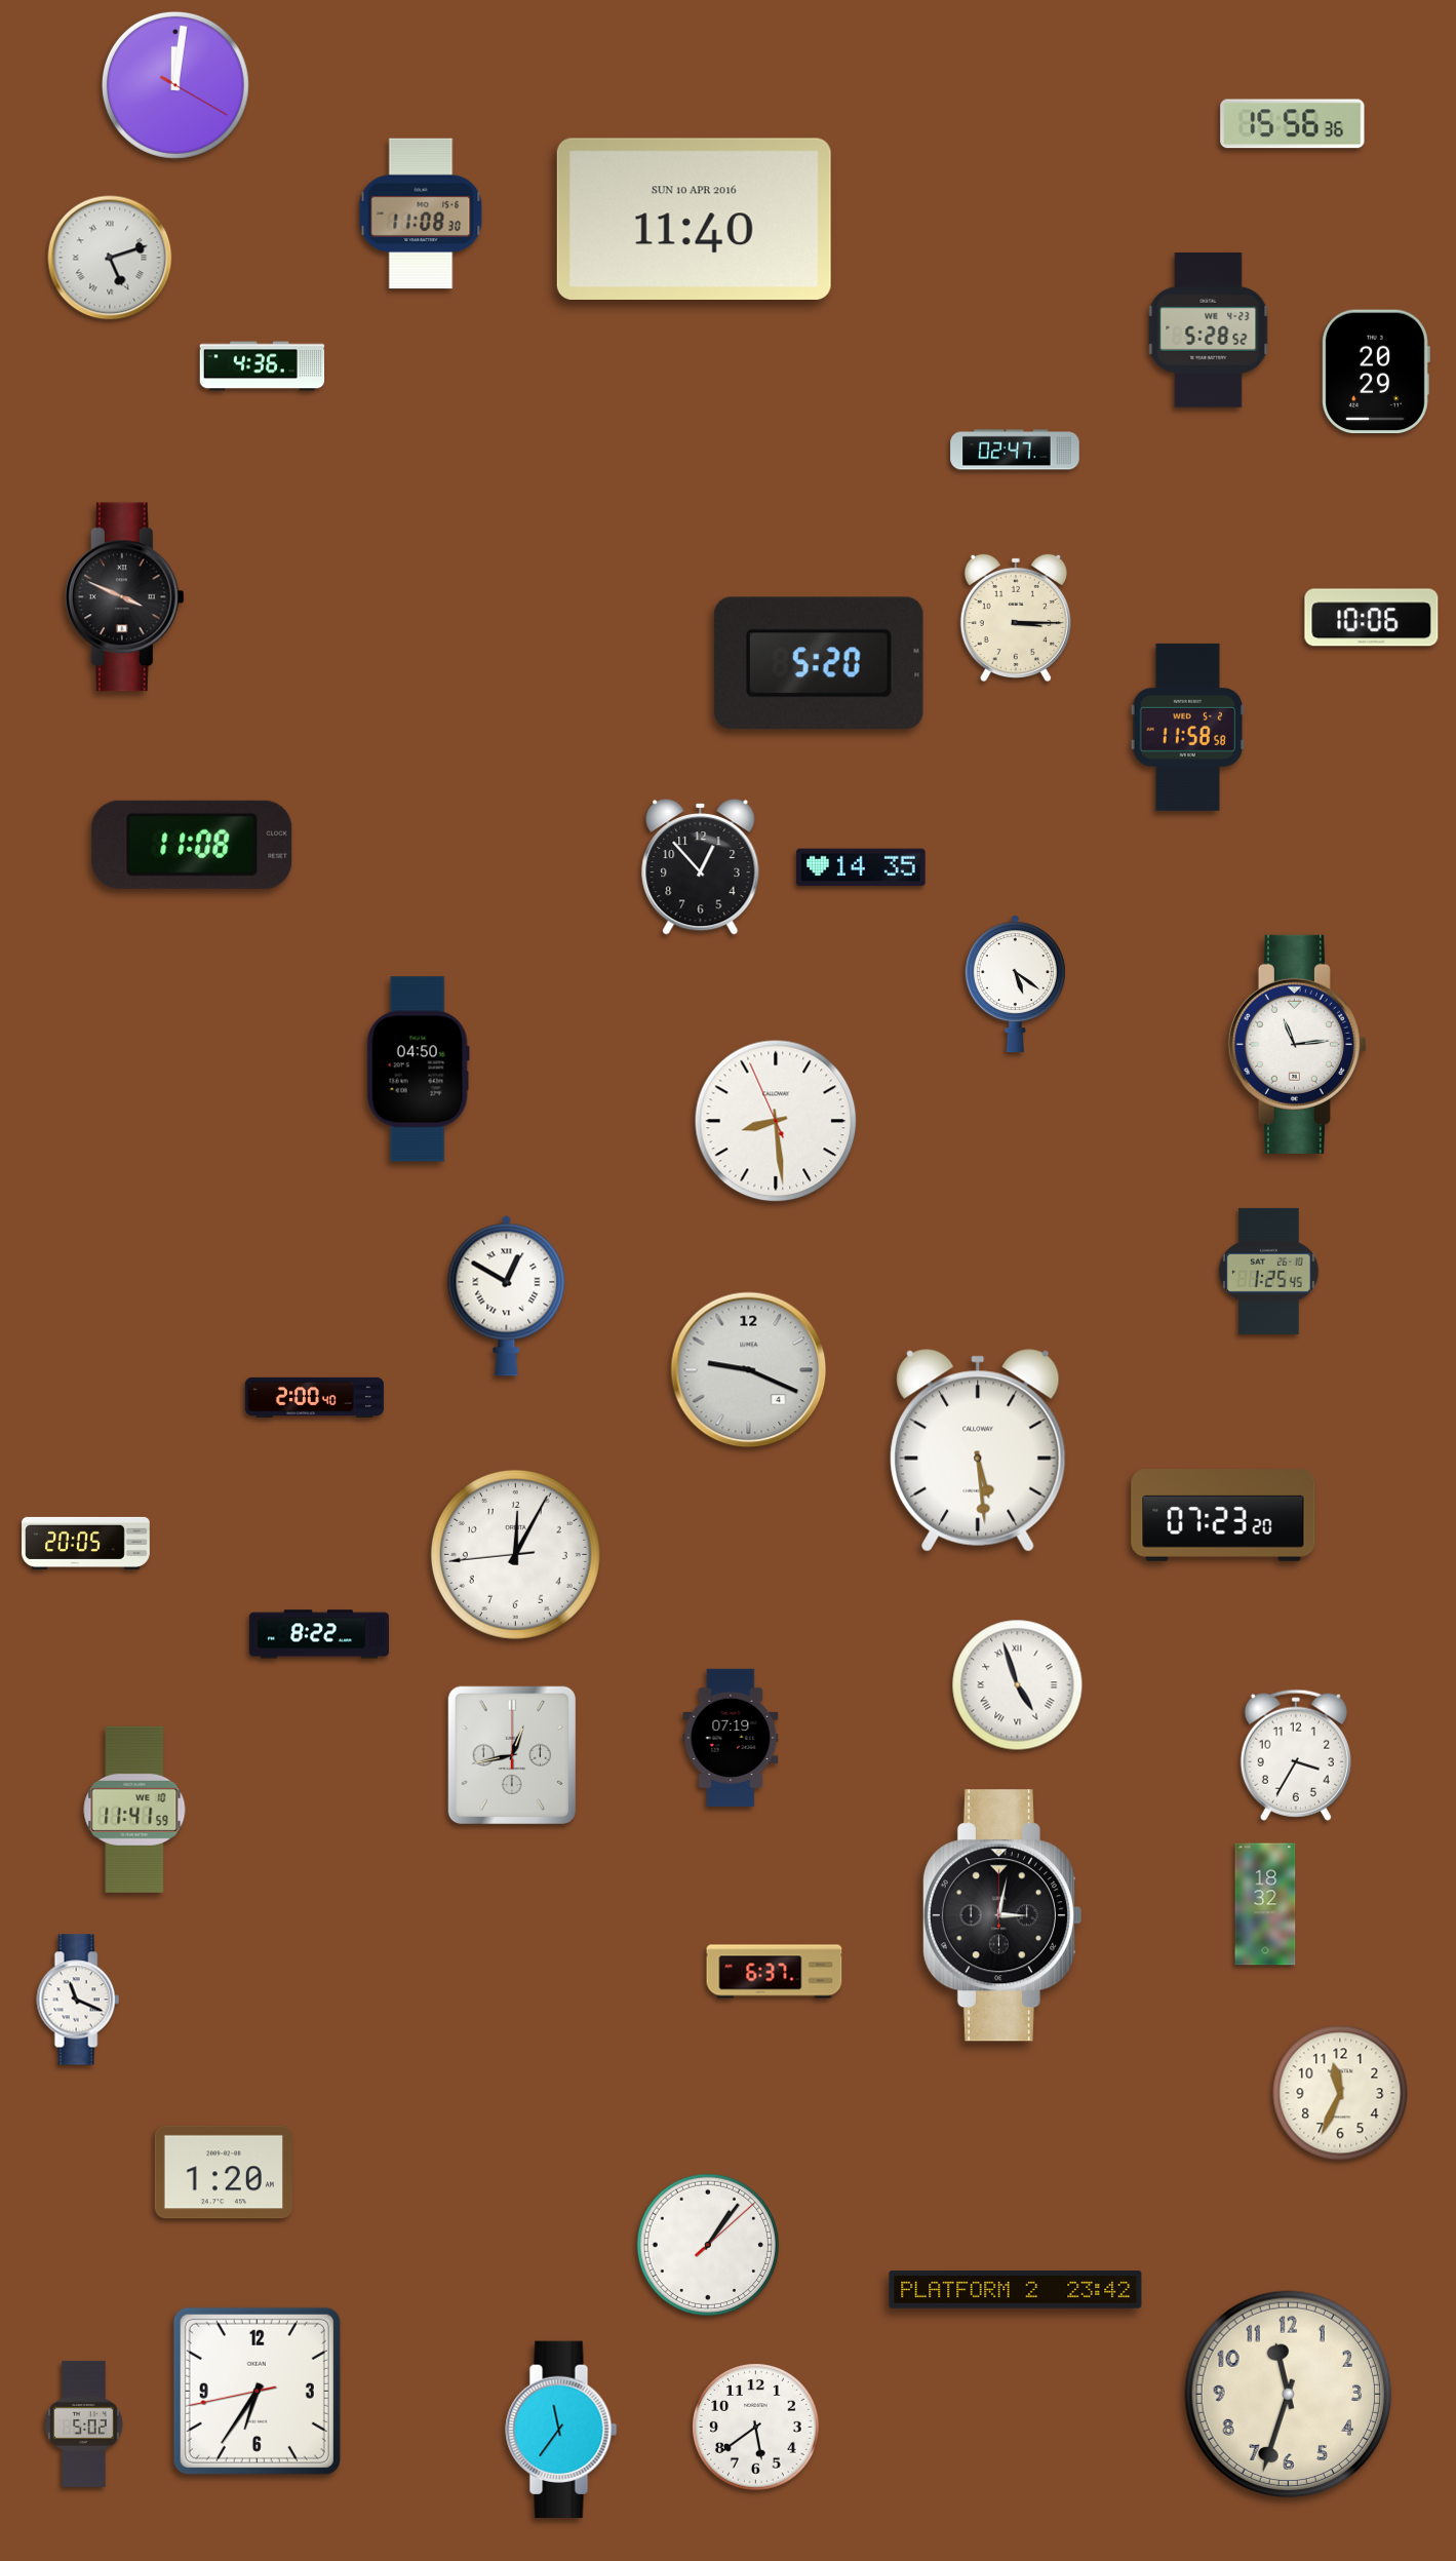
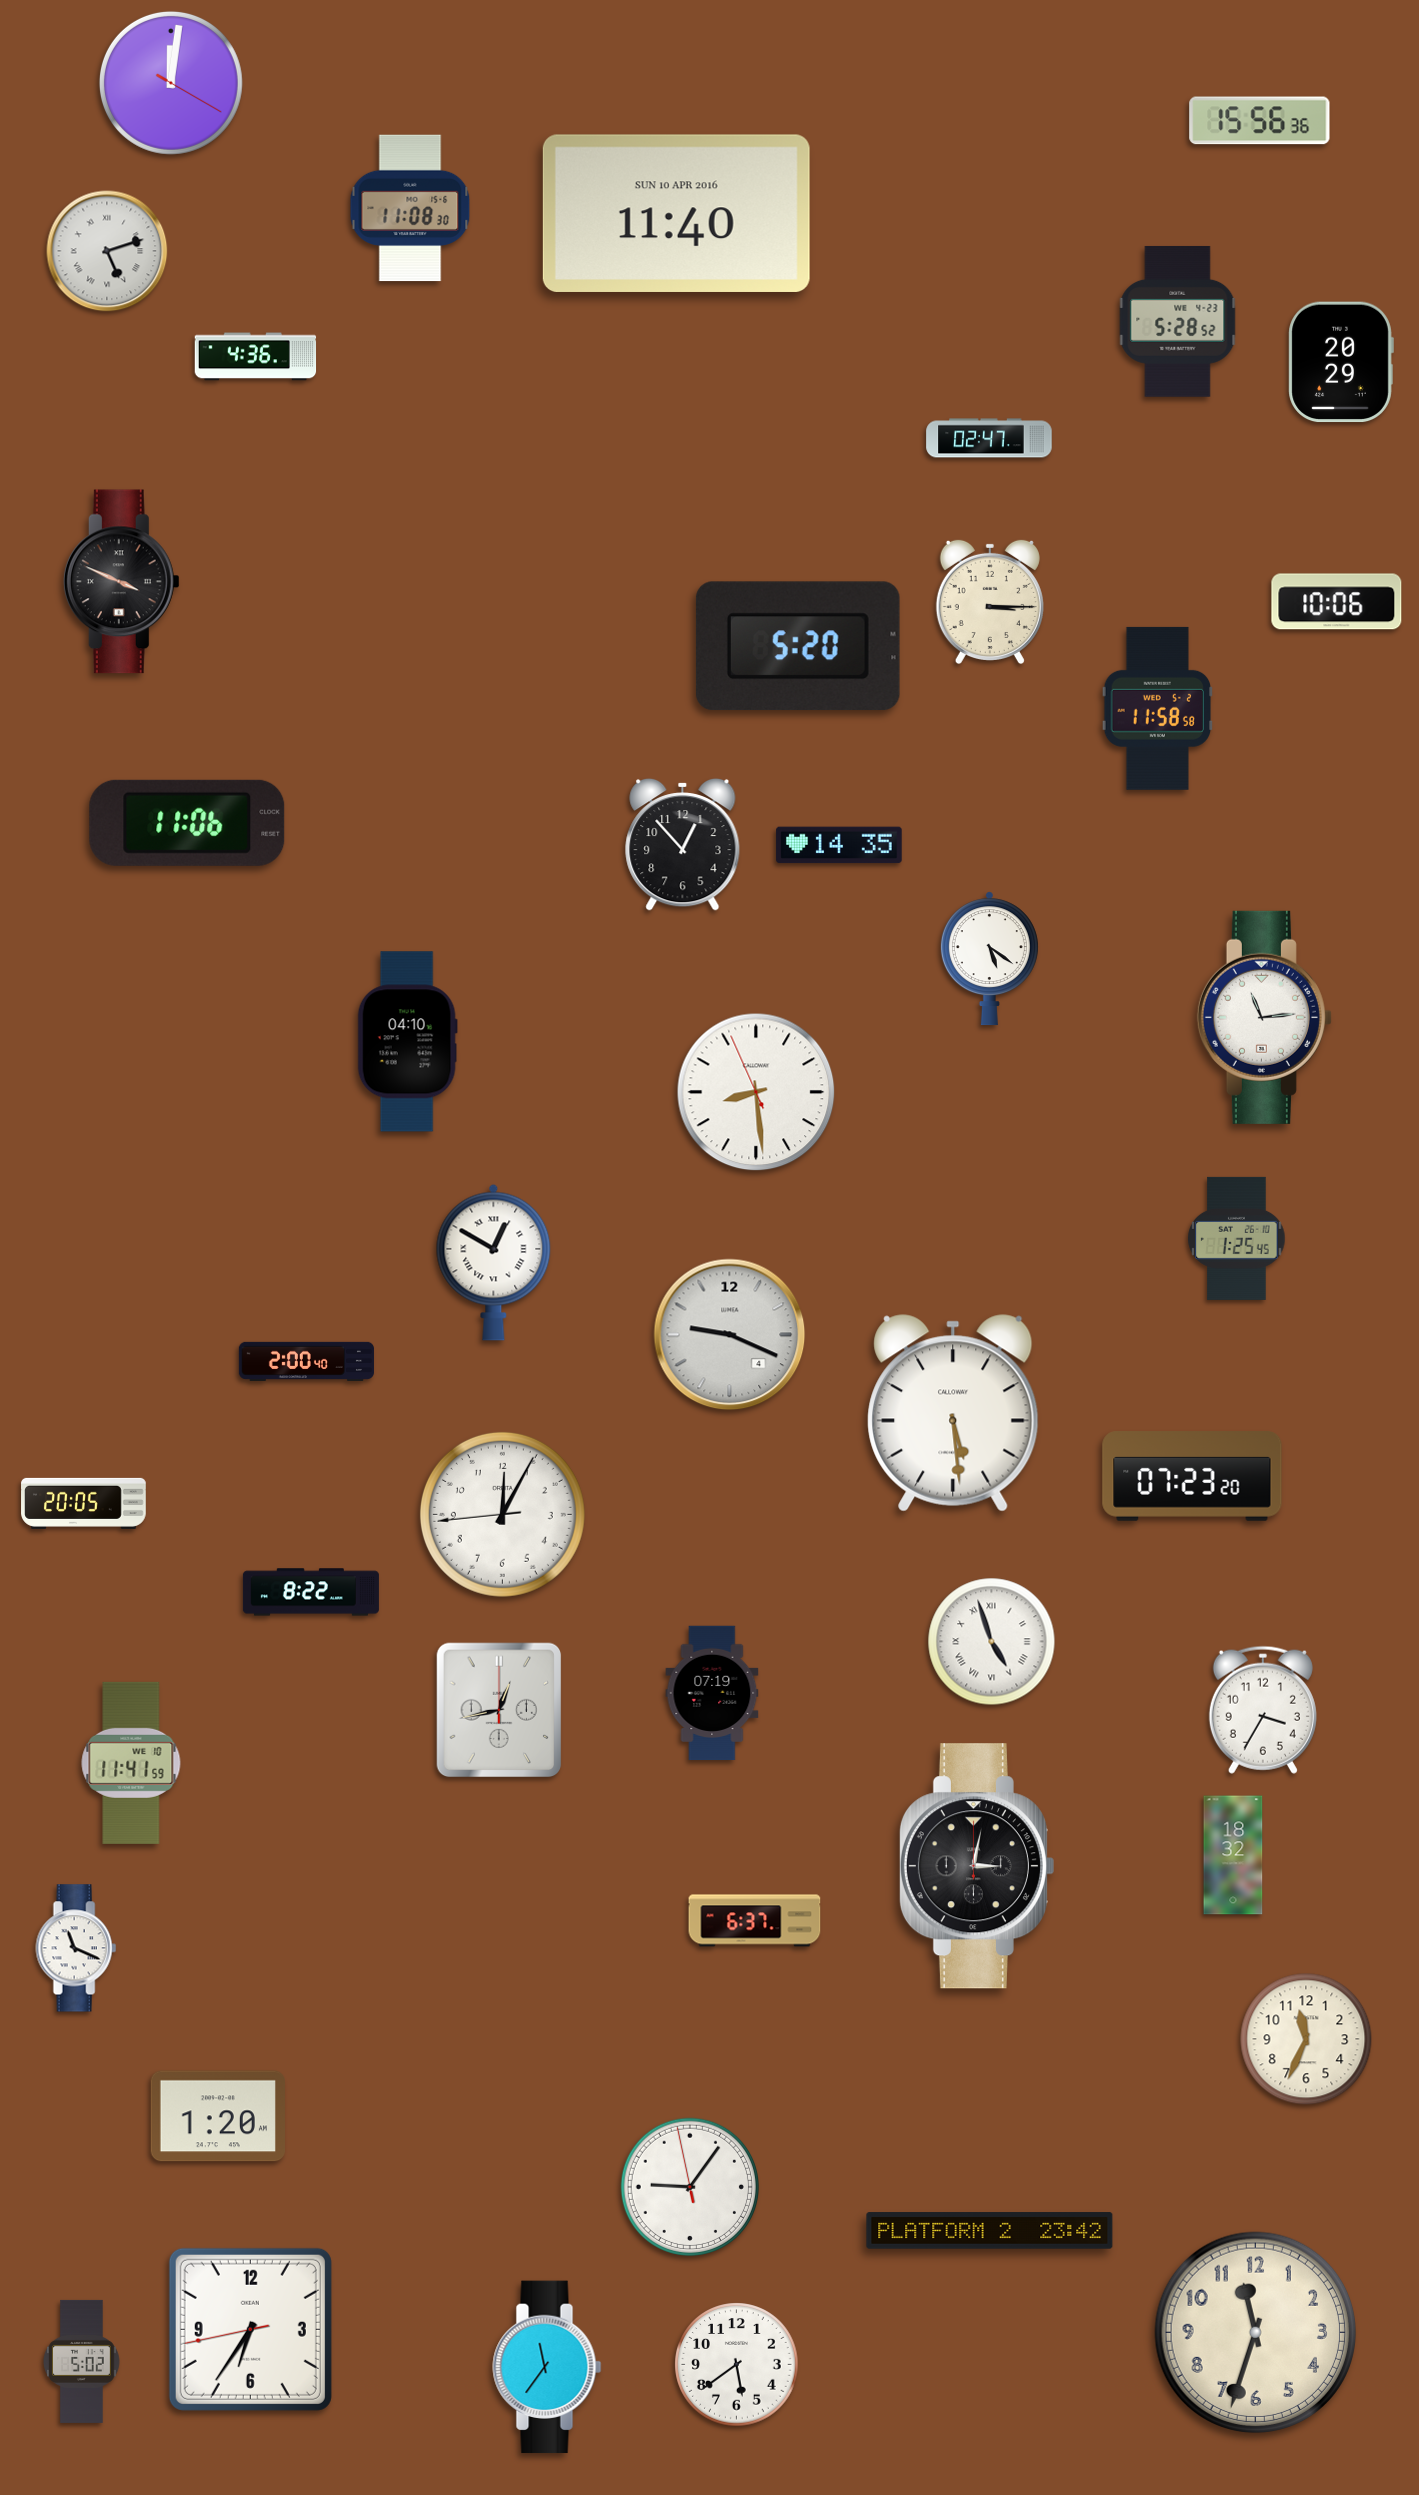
clock at (192, 845): 11:08 -> 11:06
clock at (418, 1070): 04:50 -> 04:10
clock at (707, 2244): 1:06 -> 9:05
